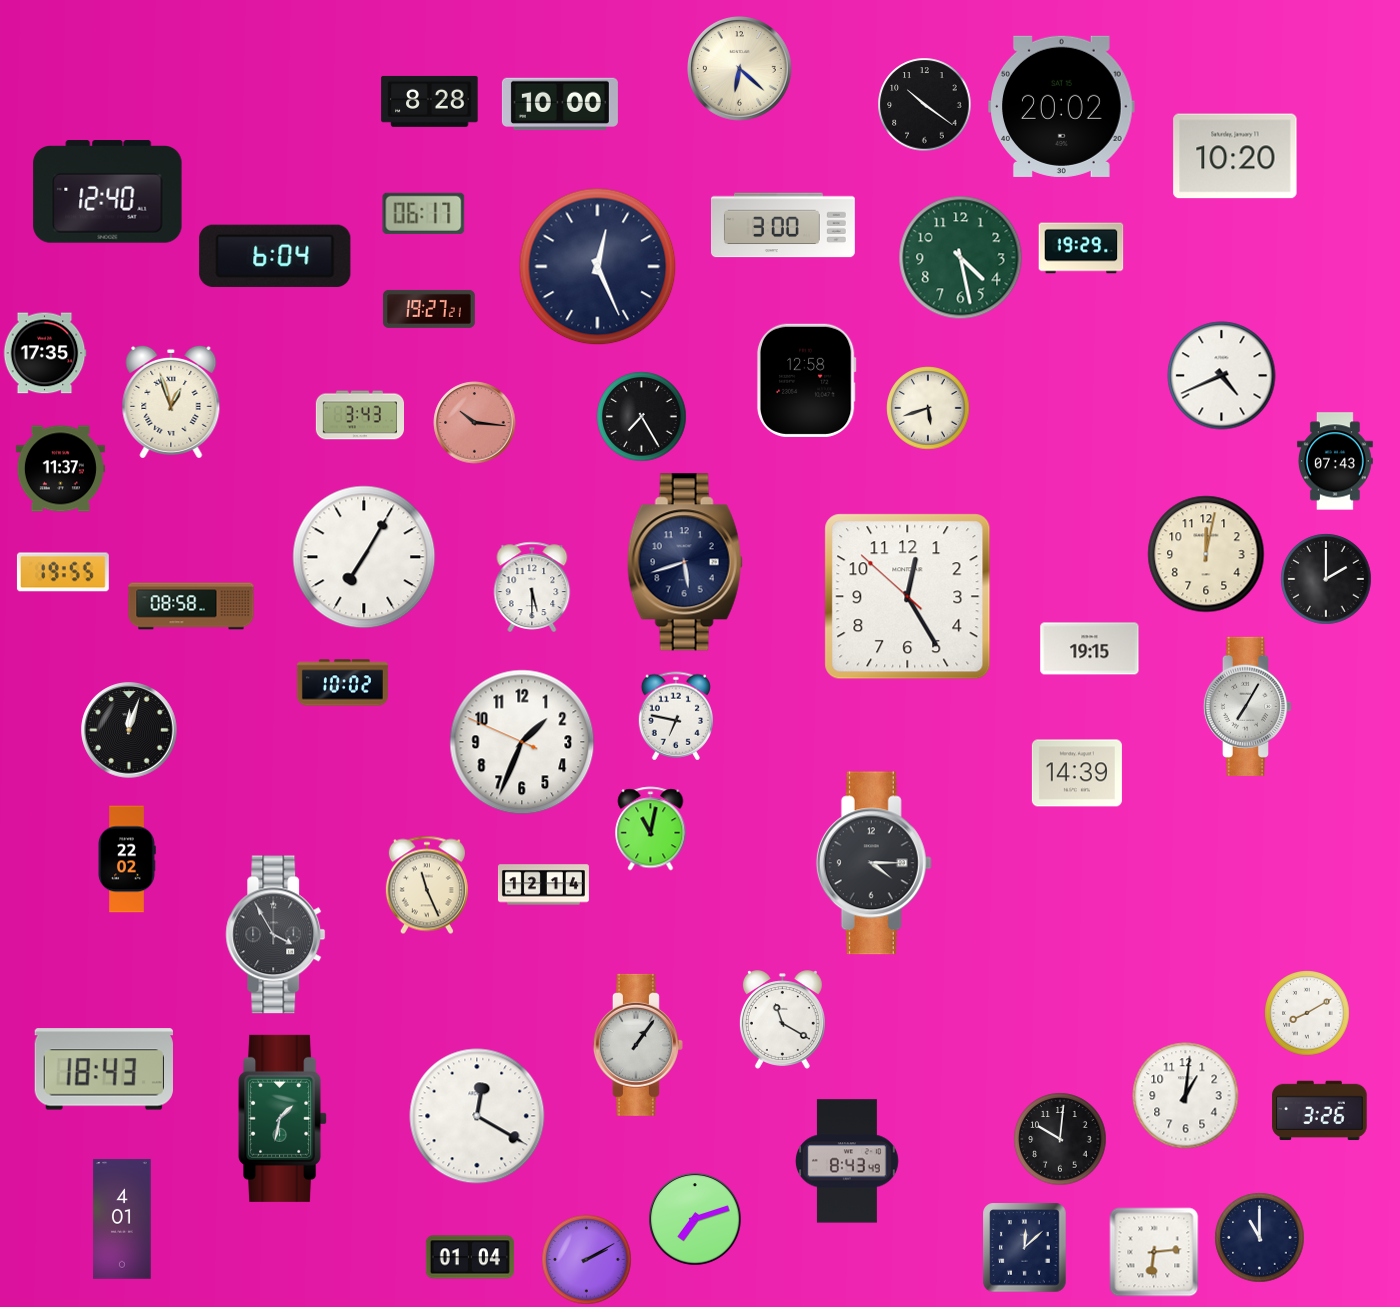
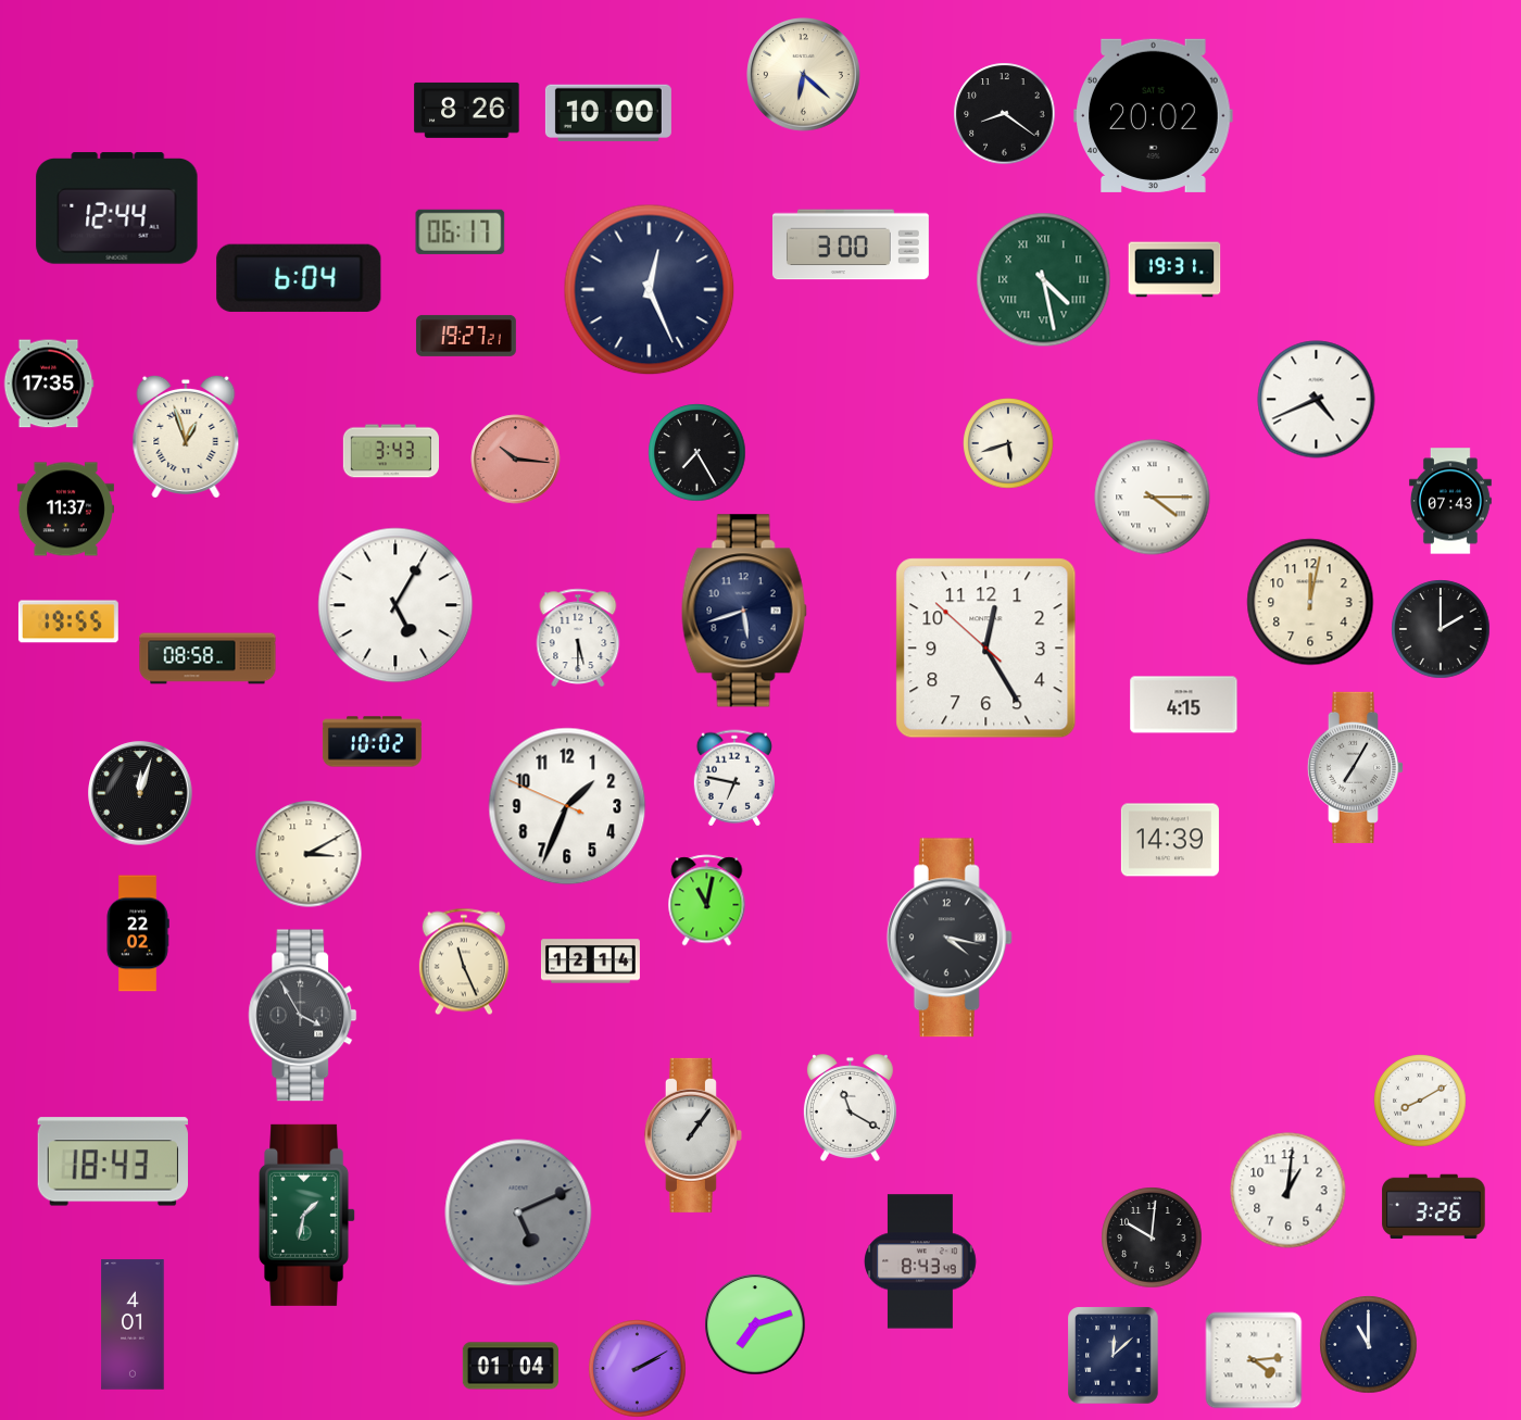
clock at (430, 101): 8:28 -> 8:26
clock at (925, 105): 10:21 -> 8:21
clock at (1235, 156): 10:20 -> none
clock at (108, 192): 12:40 -> 12:44
clock at (1081, 248): 19:29 -> 19:31
clock at (961, 258) numerals: Arabic -> Roman
clock at (1222, 376) position: (1222, 376) -> (1317, 400)
clock at (806, 380): 12:58 -> none
clock at (1153, 498): none -> 4:15
clock at (364, 557): 7:05 -> 5:05
clock at (1090, 649): 19:15 -> 4:15
clock at (309, 854): none -> 3:10
clock at (874, 863): 4:15 -> 4:17
clock at (276, 935) position: (276, 935) -> (303, 1016)
clock at (477, 1116): 12:20 -> 5:11
clock at (477, 1116) dial: white -> grey
clock at (1154, 1252): 6:14 -> 4:14
